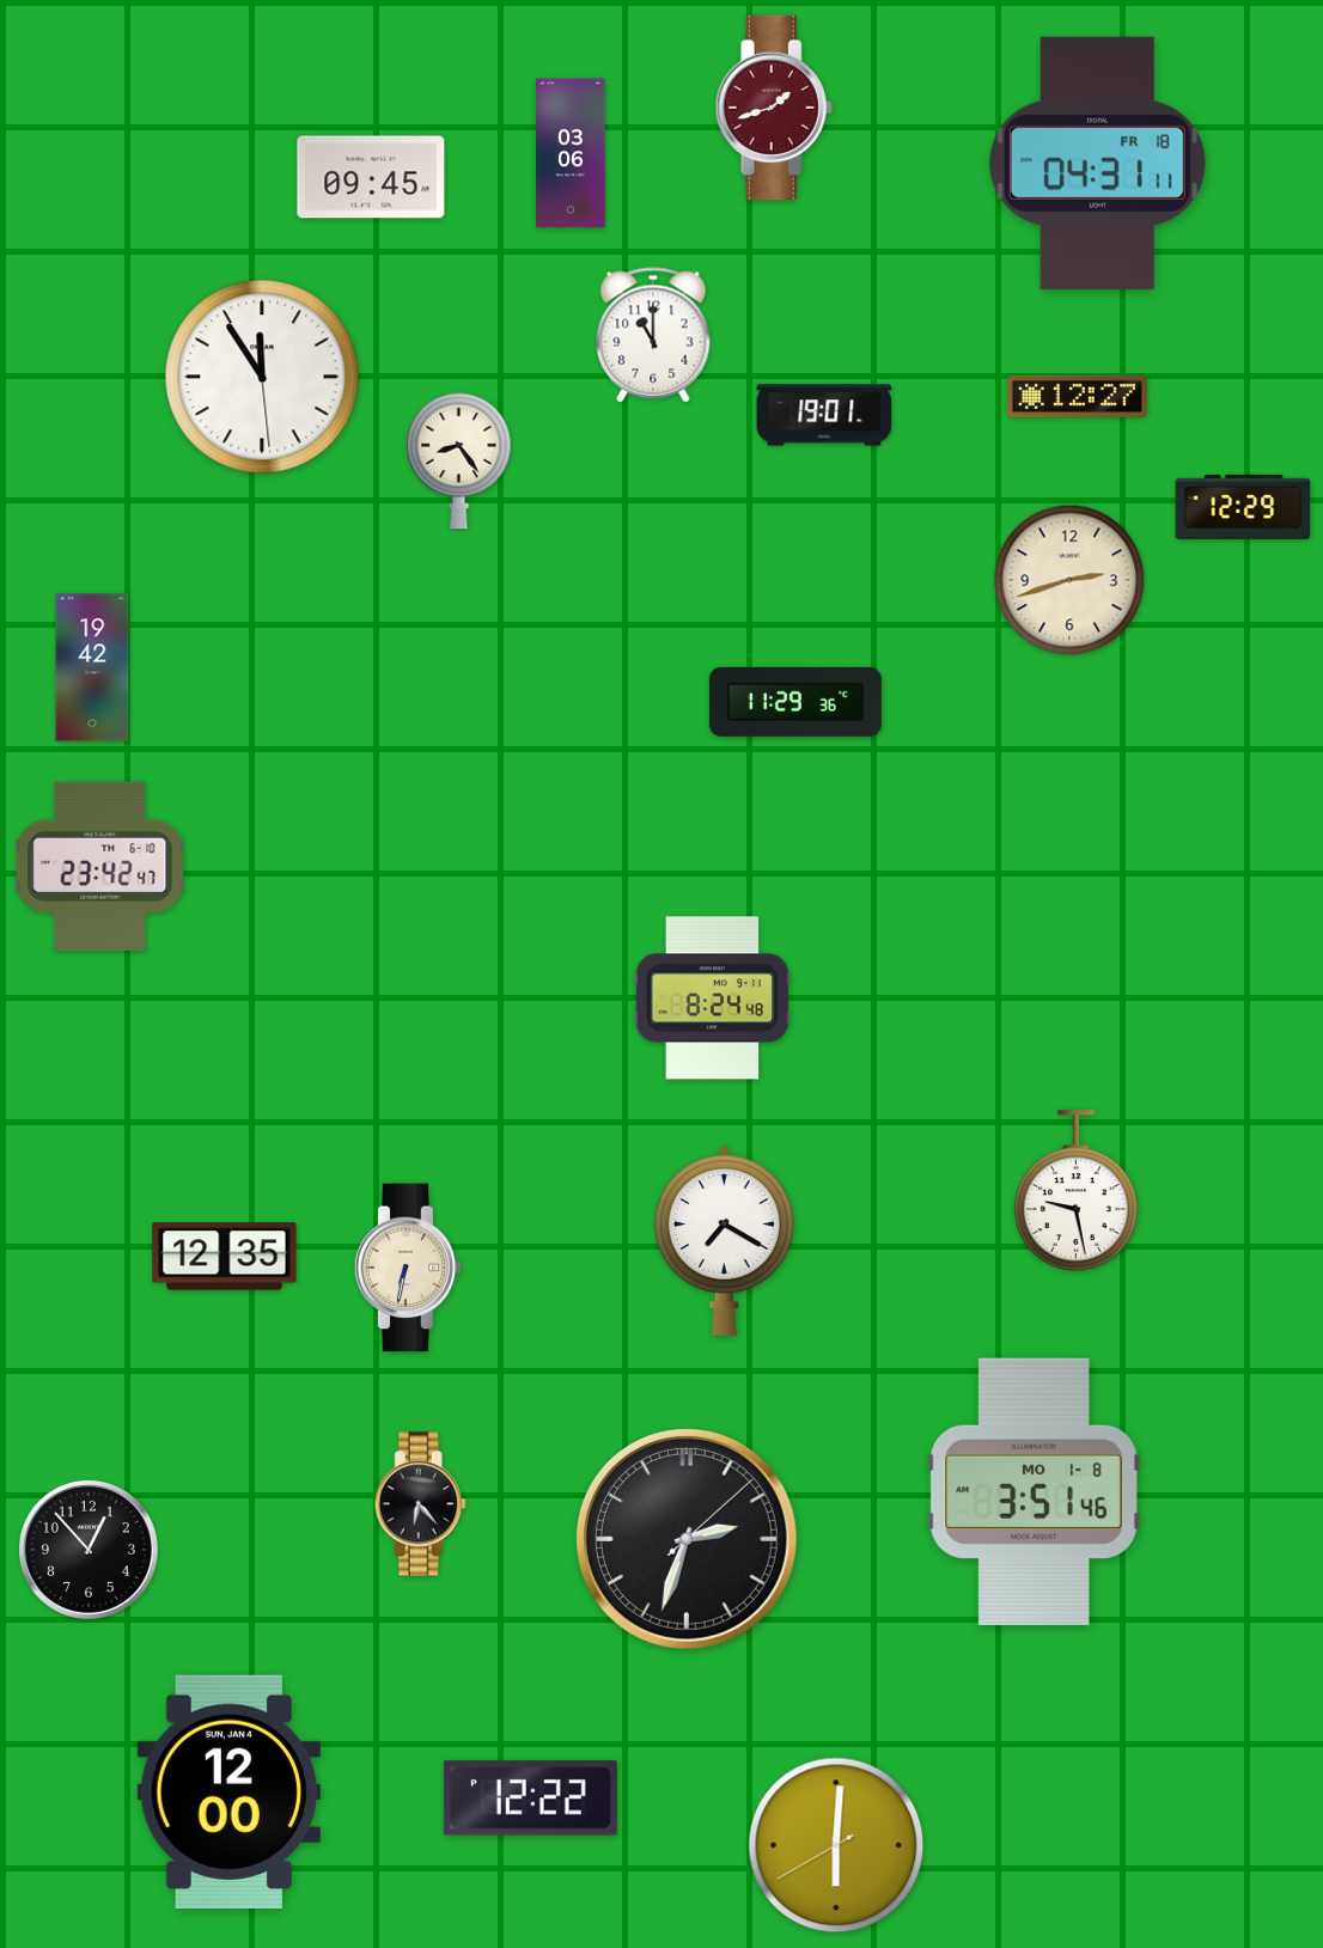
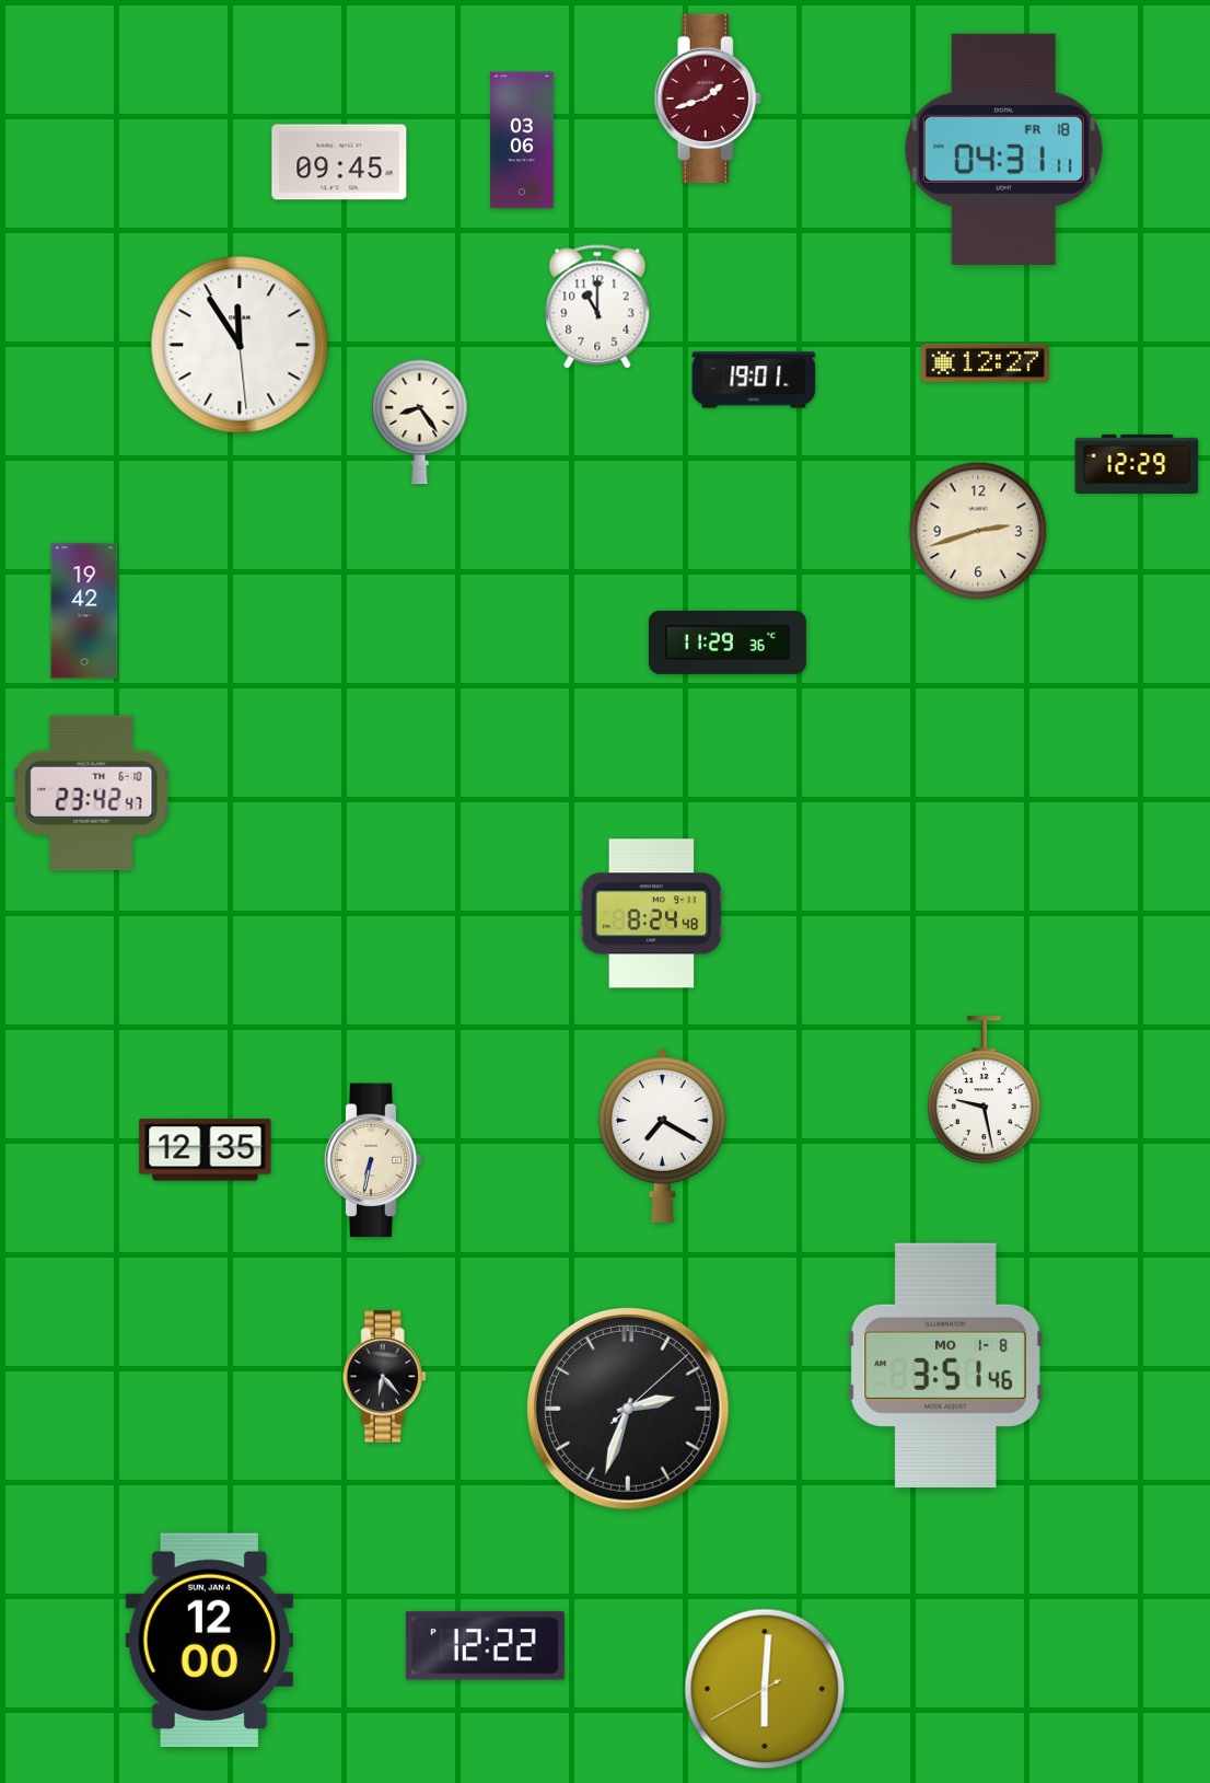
clock at (89, 1550): 12:53 -> none
